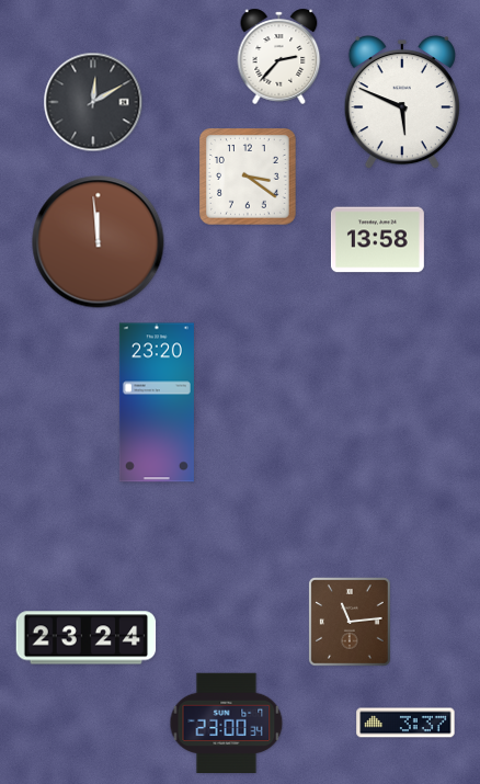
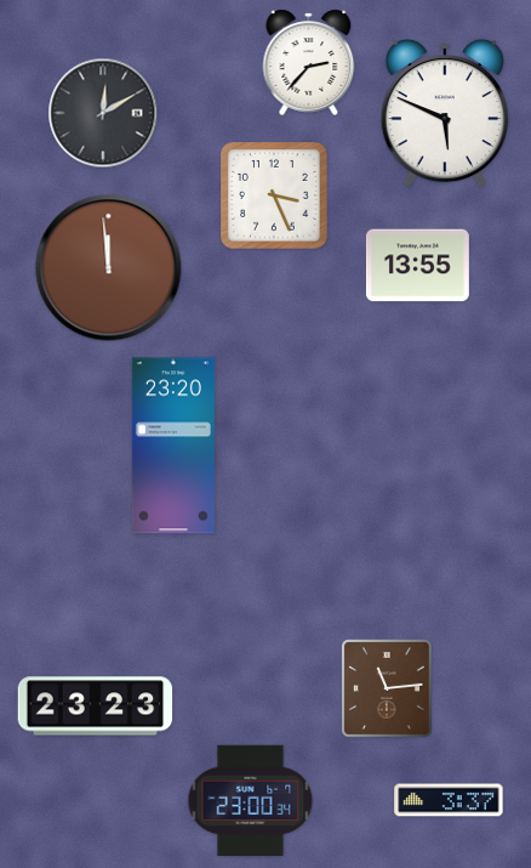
clock at (249, 178): 3:21 -> 3:26
clock at (377, 240): 13:58 -> 13:55
clock at (87, 638): 23:24 -> 23:23
